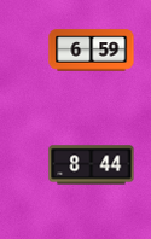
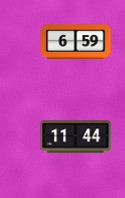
clock at (92, 165): 8:44 -> 11:44
